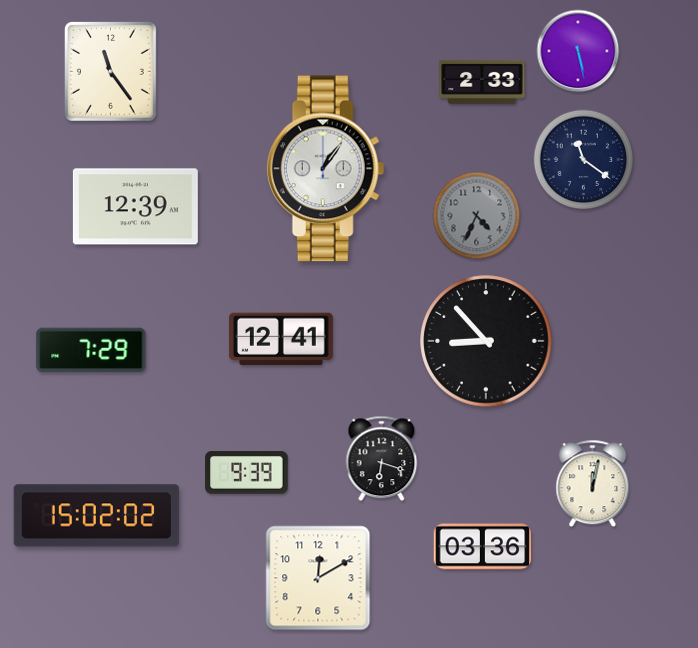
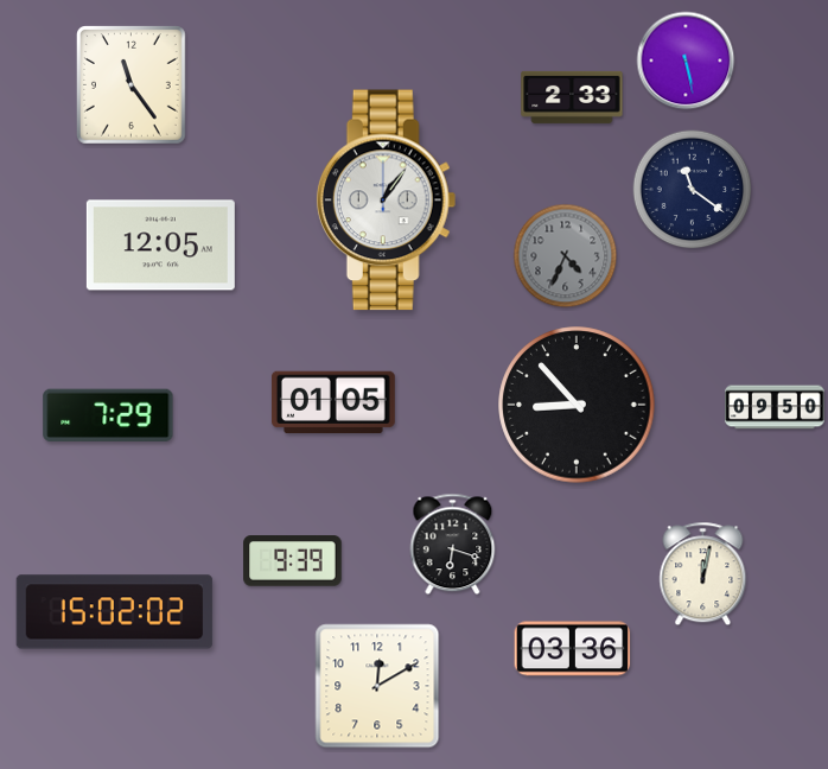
clock at (135, 207): 12:39 -> 12:05
clock at (281, 339): 12:41 -> 01:05
clock at (775, 407): none -> 09:50
